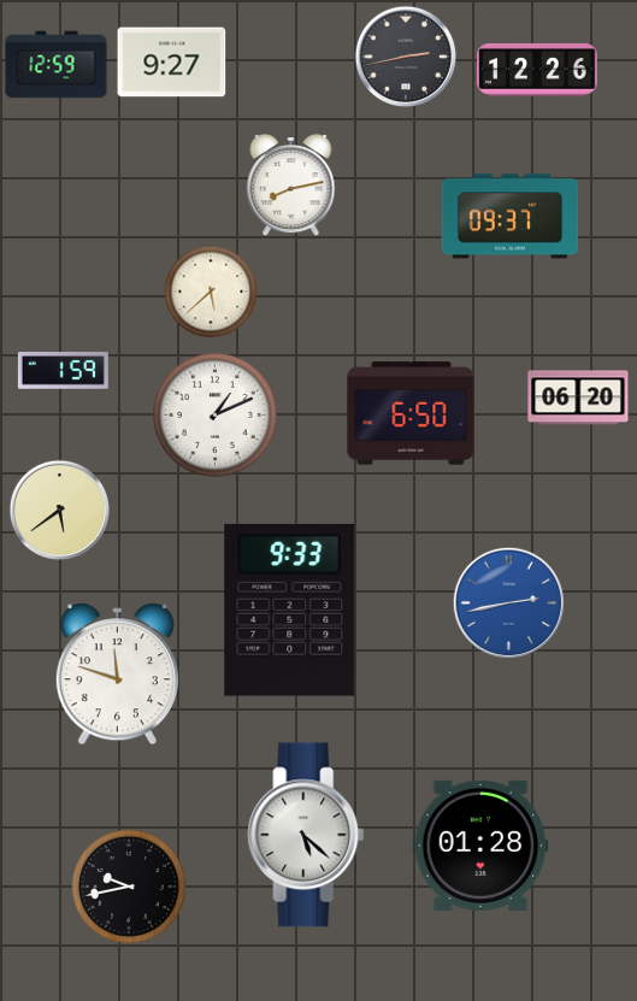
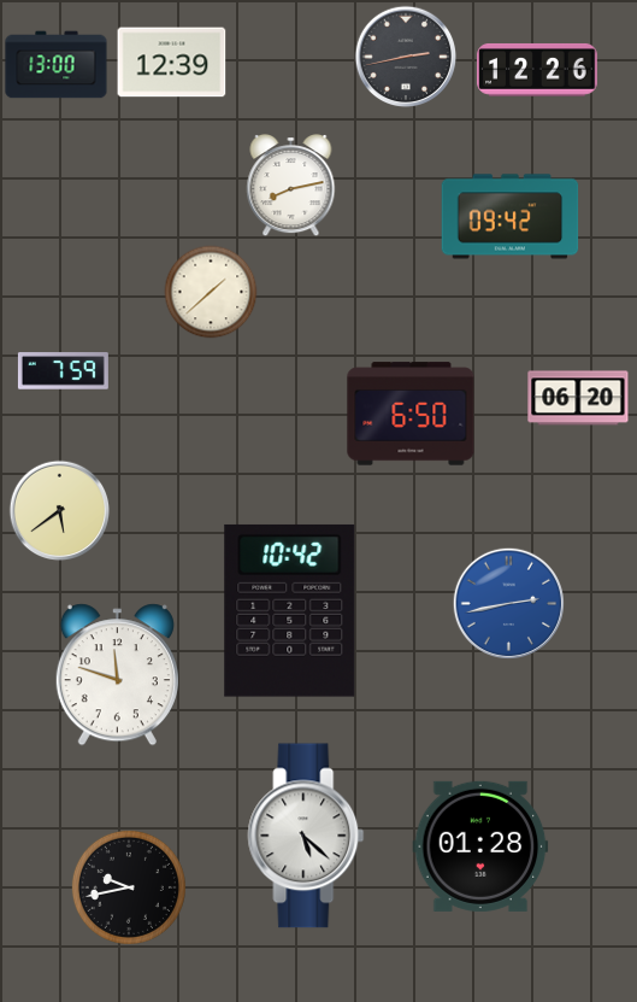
clock at (172, 63): 9:27 -> 12:39
clock at (57, 65): 12:59 -> 13:00
clock at (511, 217): 09:37 -> 09:42
clock at (211, 292): 5:38 -> 1:38
clock at (63, 371): 1:59 -> 7:59
clock at (216, 416): 1:11 -> none
clock at (290, 610): 9:33 -> 10:42
